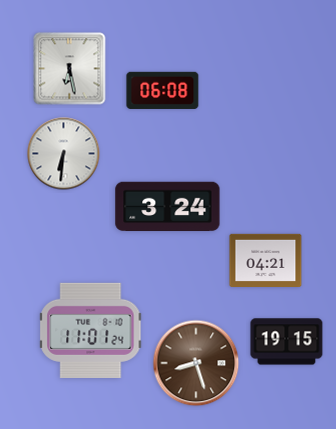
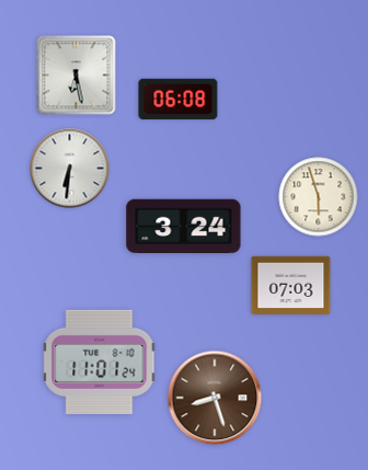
clock at (319, 197): none -> 5:57
clock at (266, 260): 04:21 -> 07:03
clock at (287, 342): 19:15 -> none
